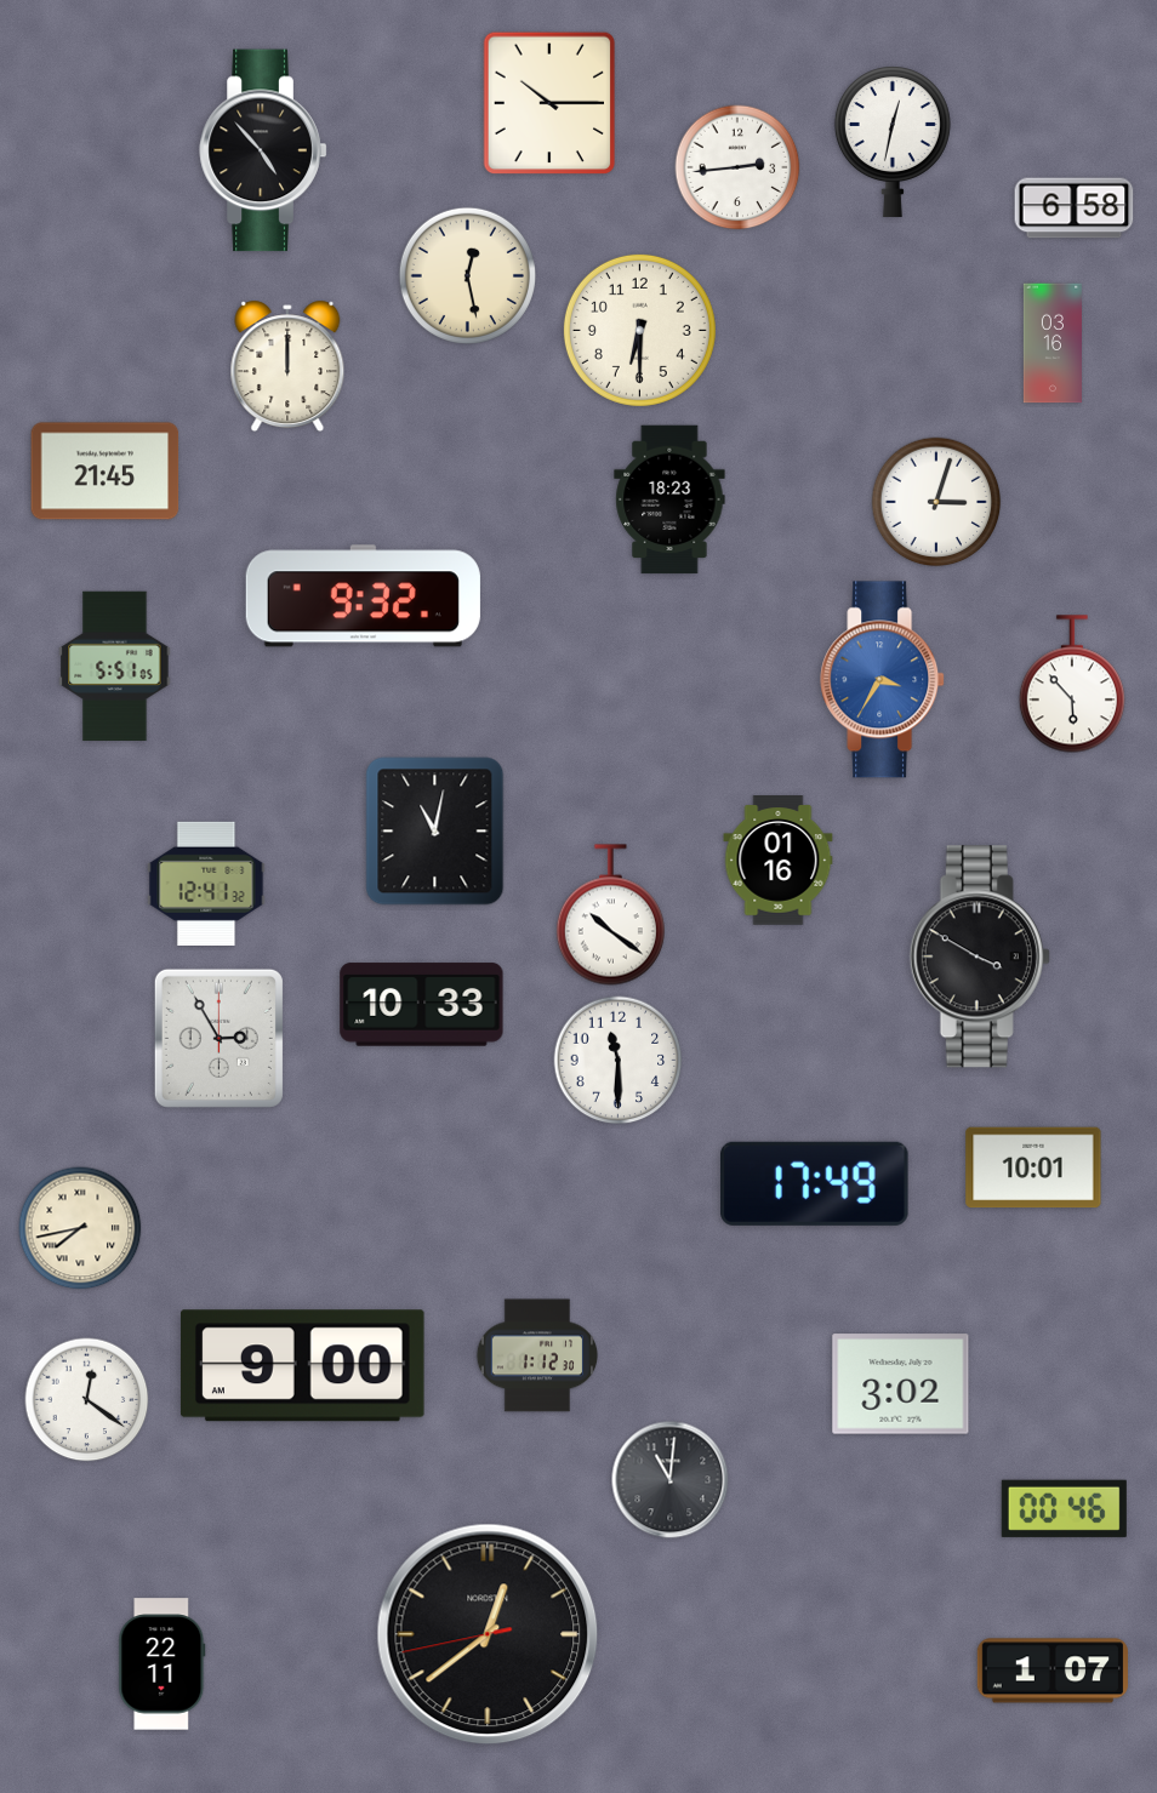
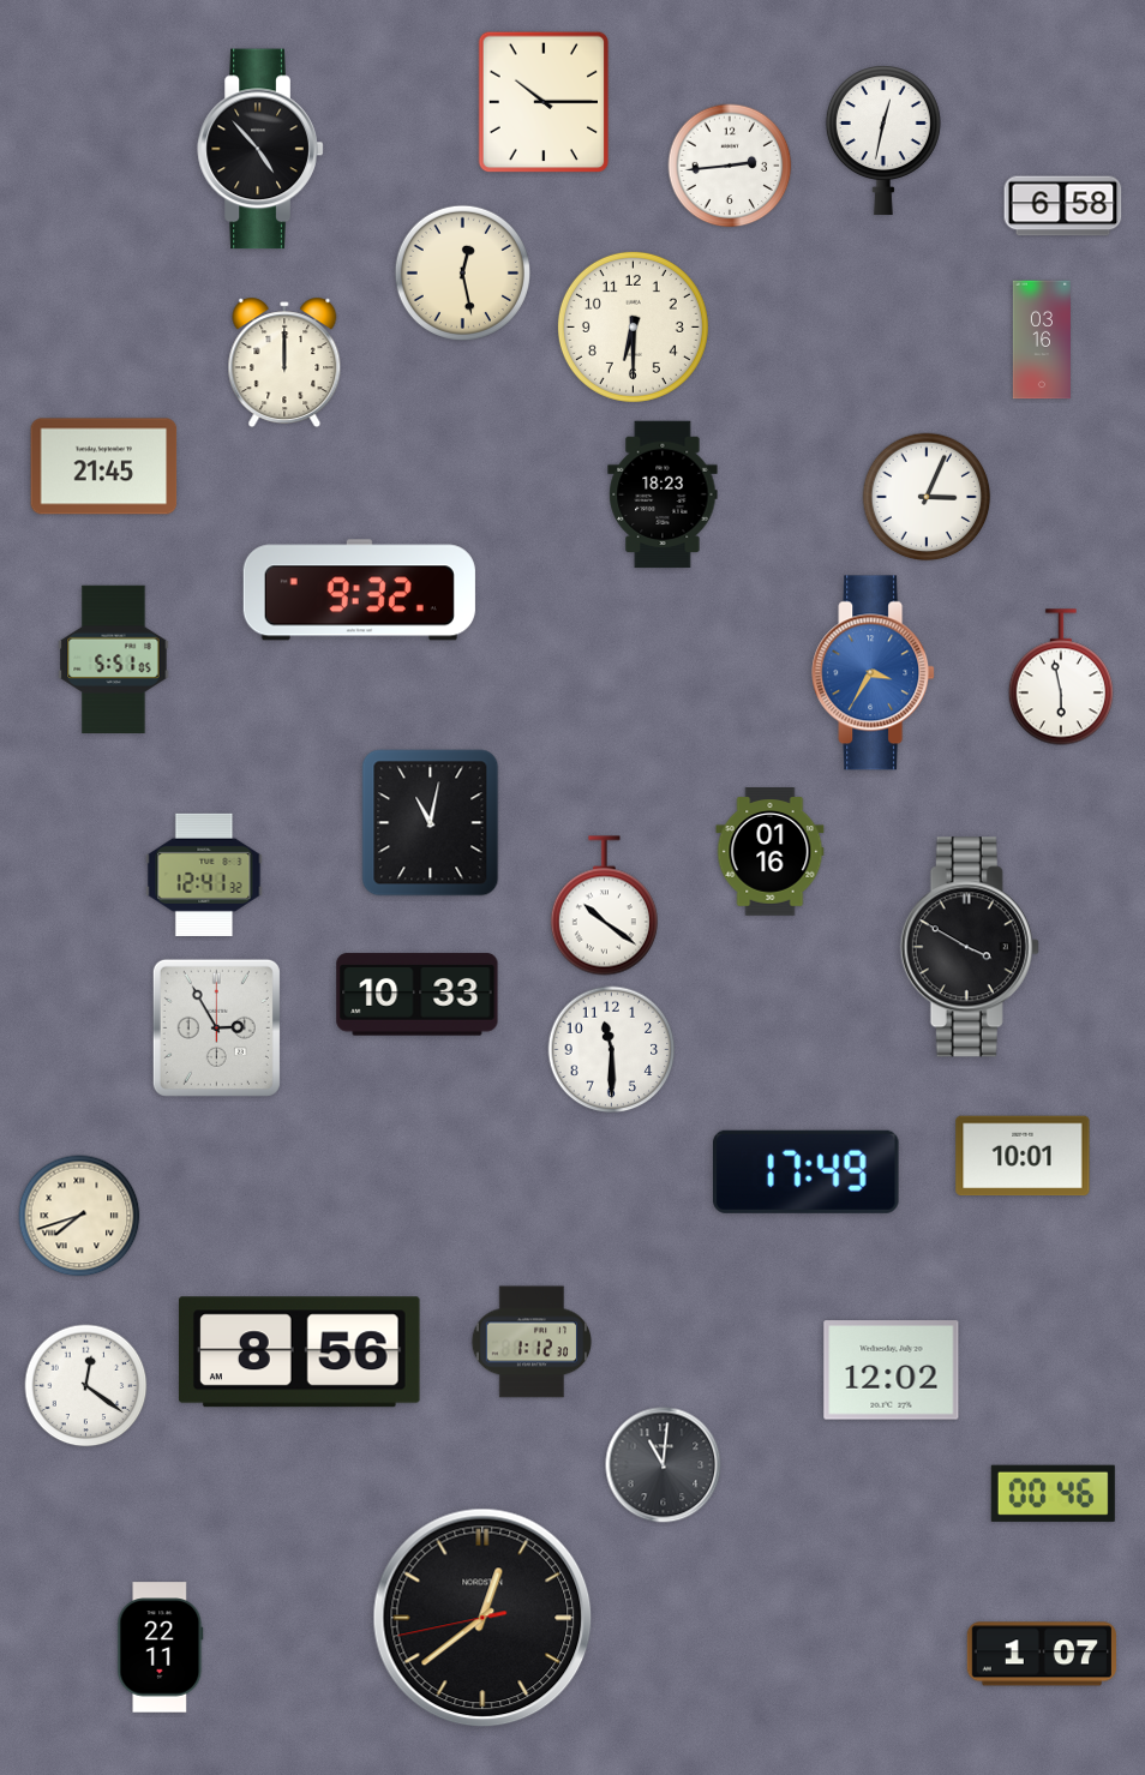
clock at (936, 502): 3:03 -> 3:04
clock at (1072, 684): 5:53 -> 5:58
clock at (80, 1228): 7:43 -> 7:42
clock at (302, 1366): 9:00 -> 8:56
clock at (901, 1384): 3:02 -> 12:02
